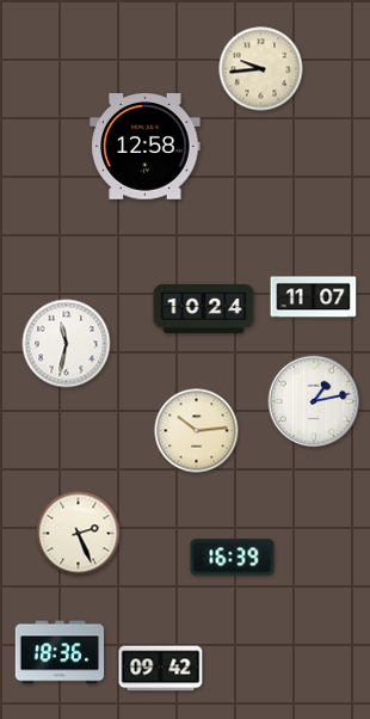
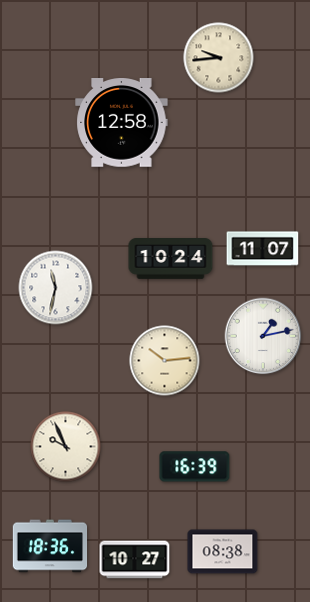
clock at (79, 534): 2:26 -> 9:56
clock at (223, 552): none -> 08:38
clock at (161, 669): 09:42 -> 10:27
